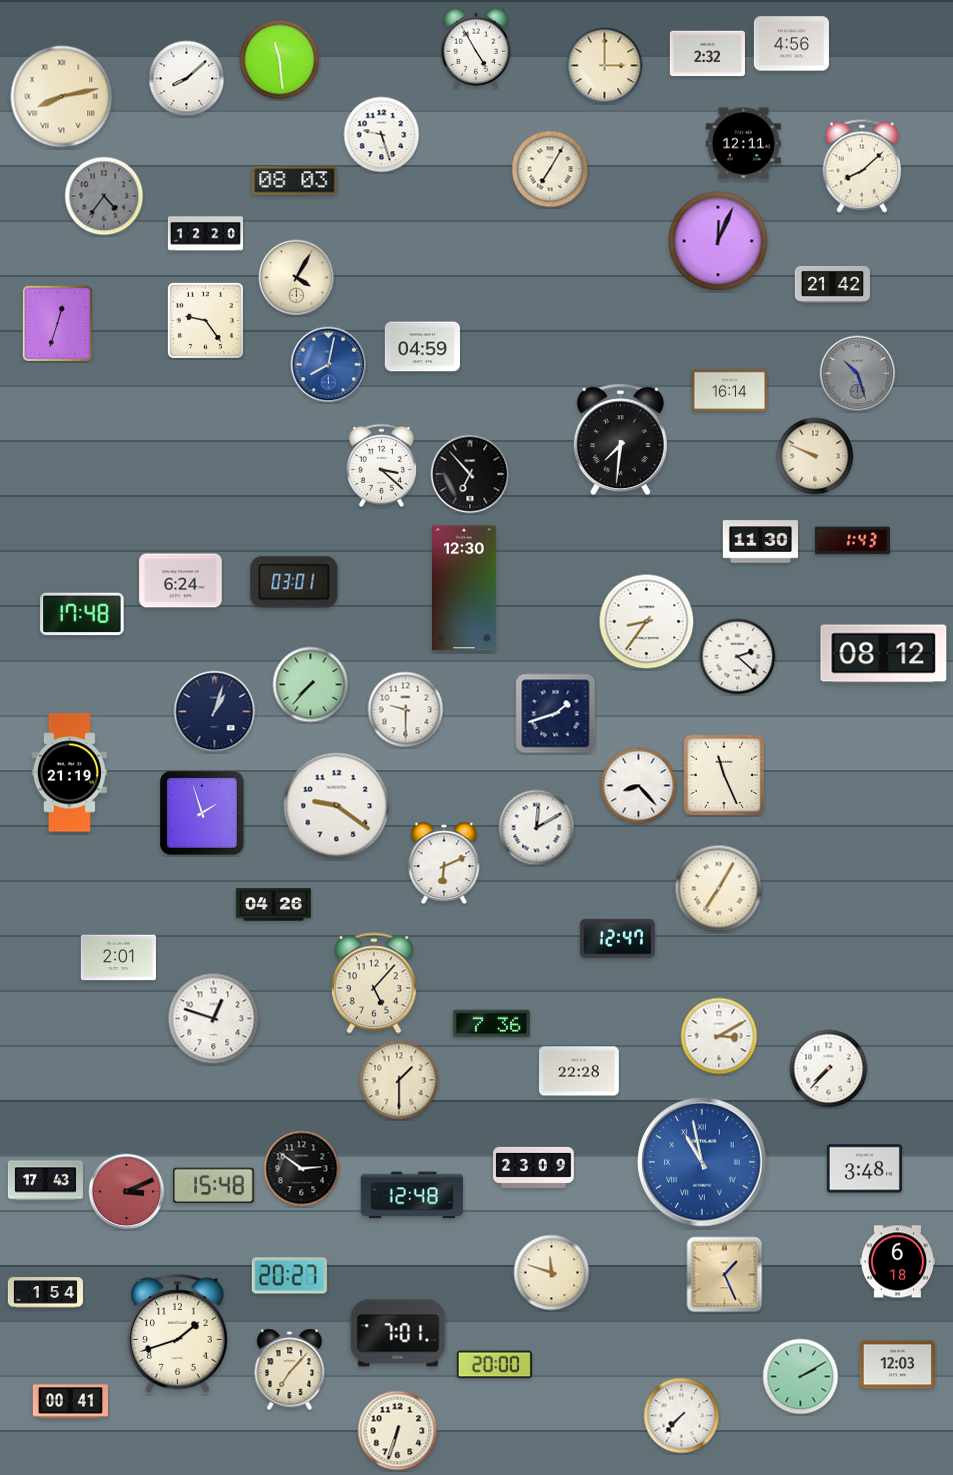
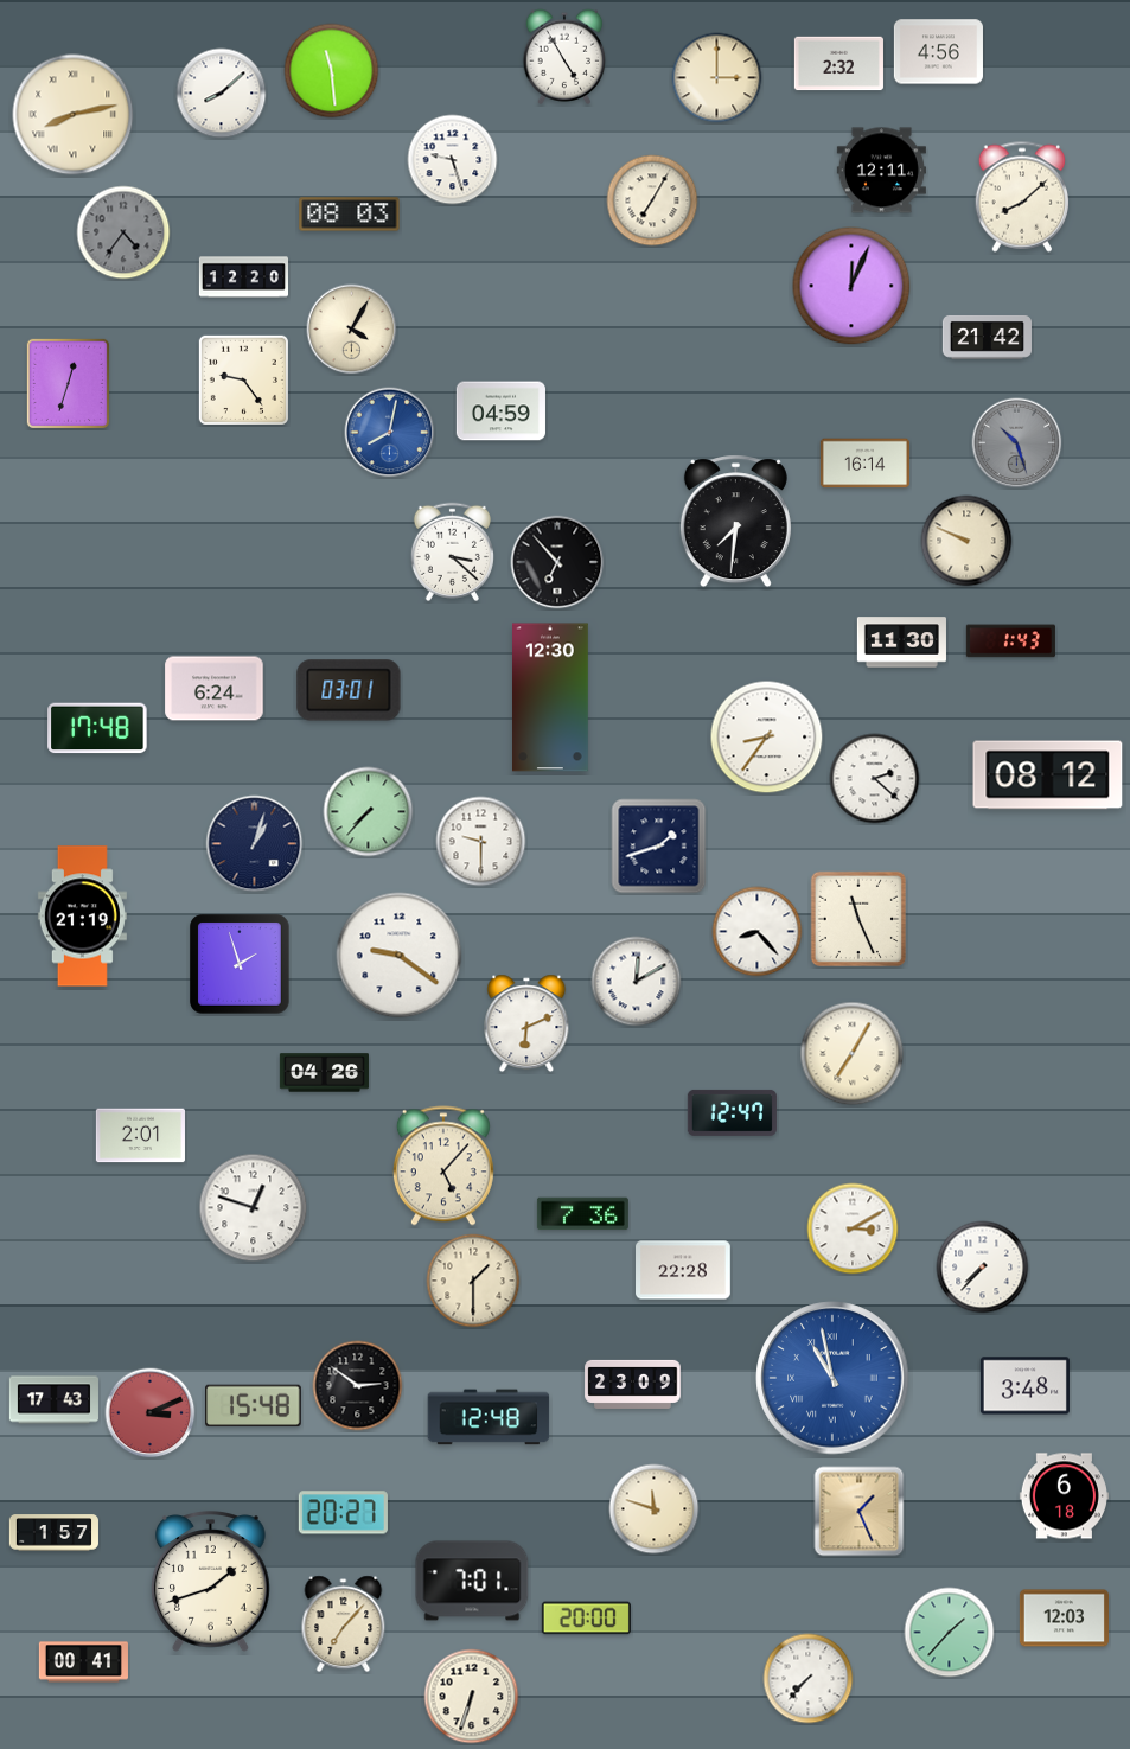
clock at (580, 1071) position: (580, 1071) -> (684, 1270)
clock at (45, 1293): 1:54 -> 1:57
clock at (801, 1377): 2:10 -> 1:37
